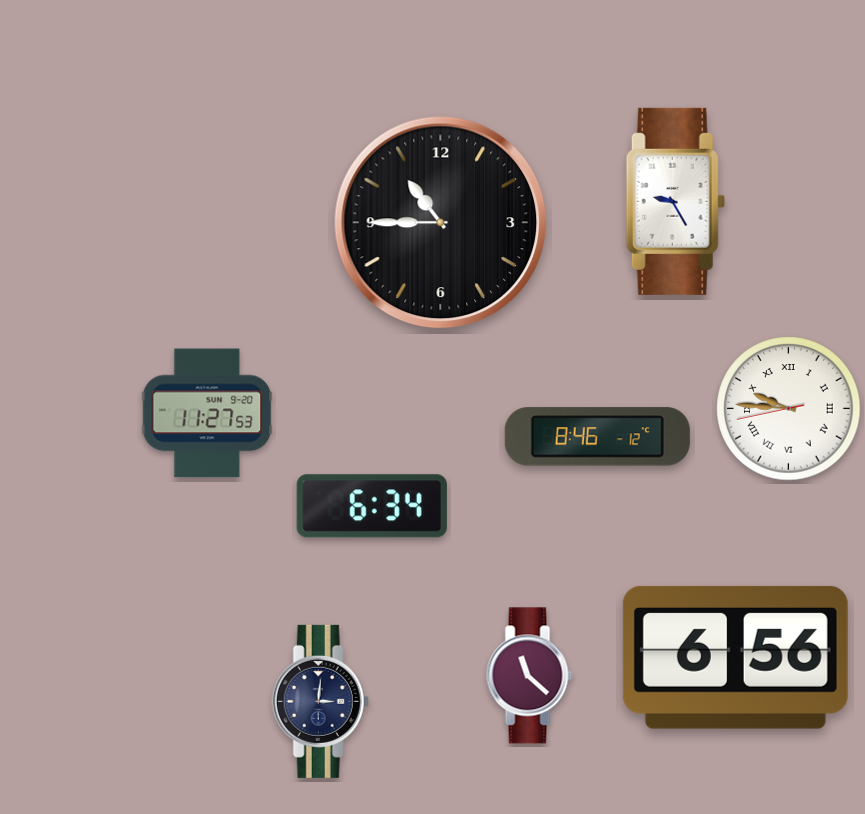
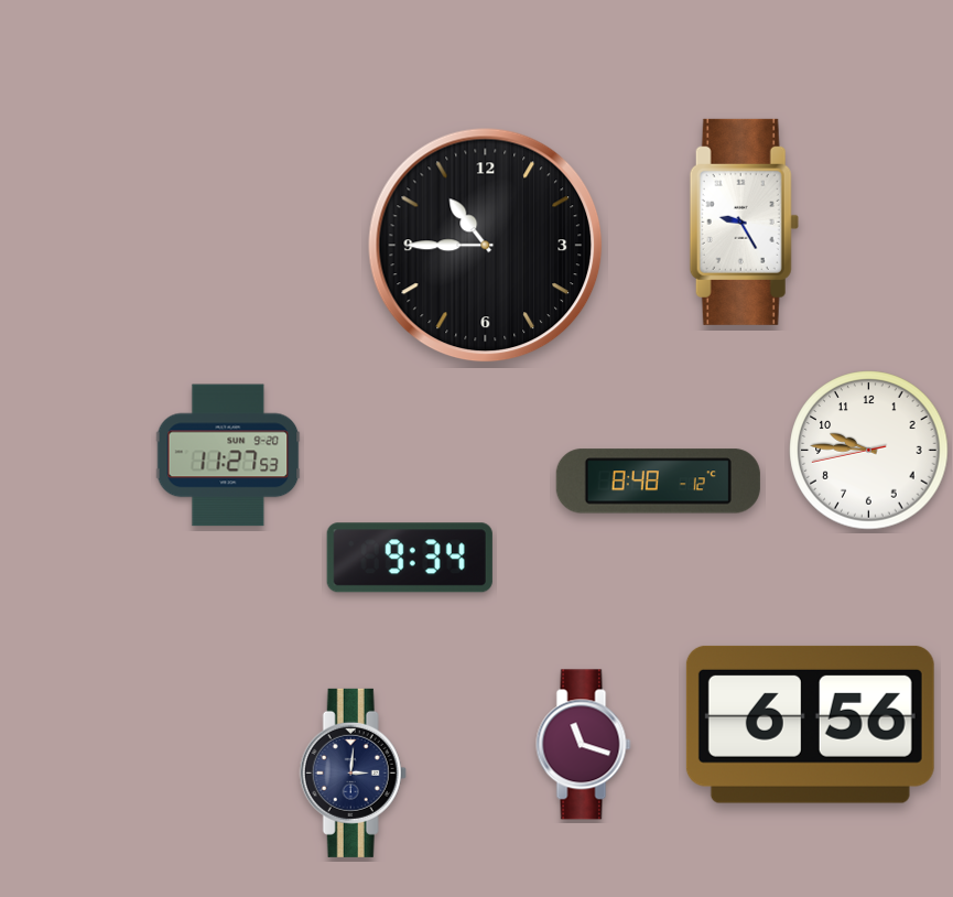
clock at (789, 409) numerals: Roman -> Arabic
clock at (597, 437): 8:46 -> 8:48
clock at (372, 506): 6:34 -> 9:34
clock at (530, 676): 11:22 -> 11:18
